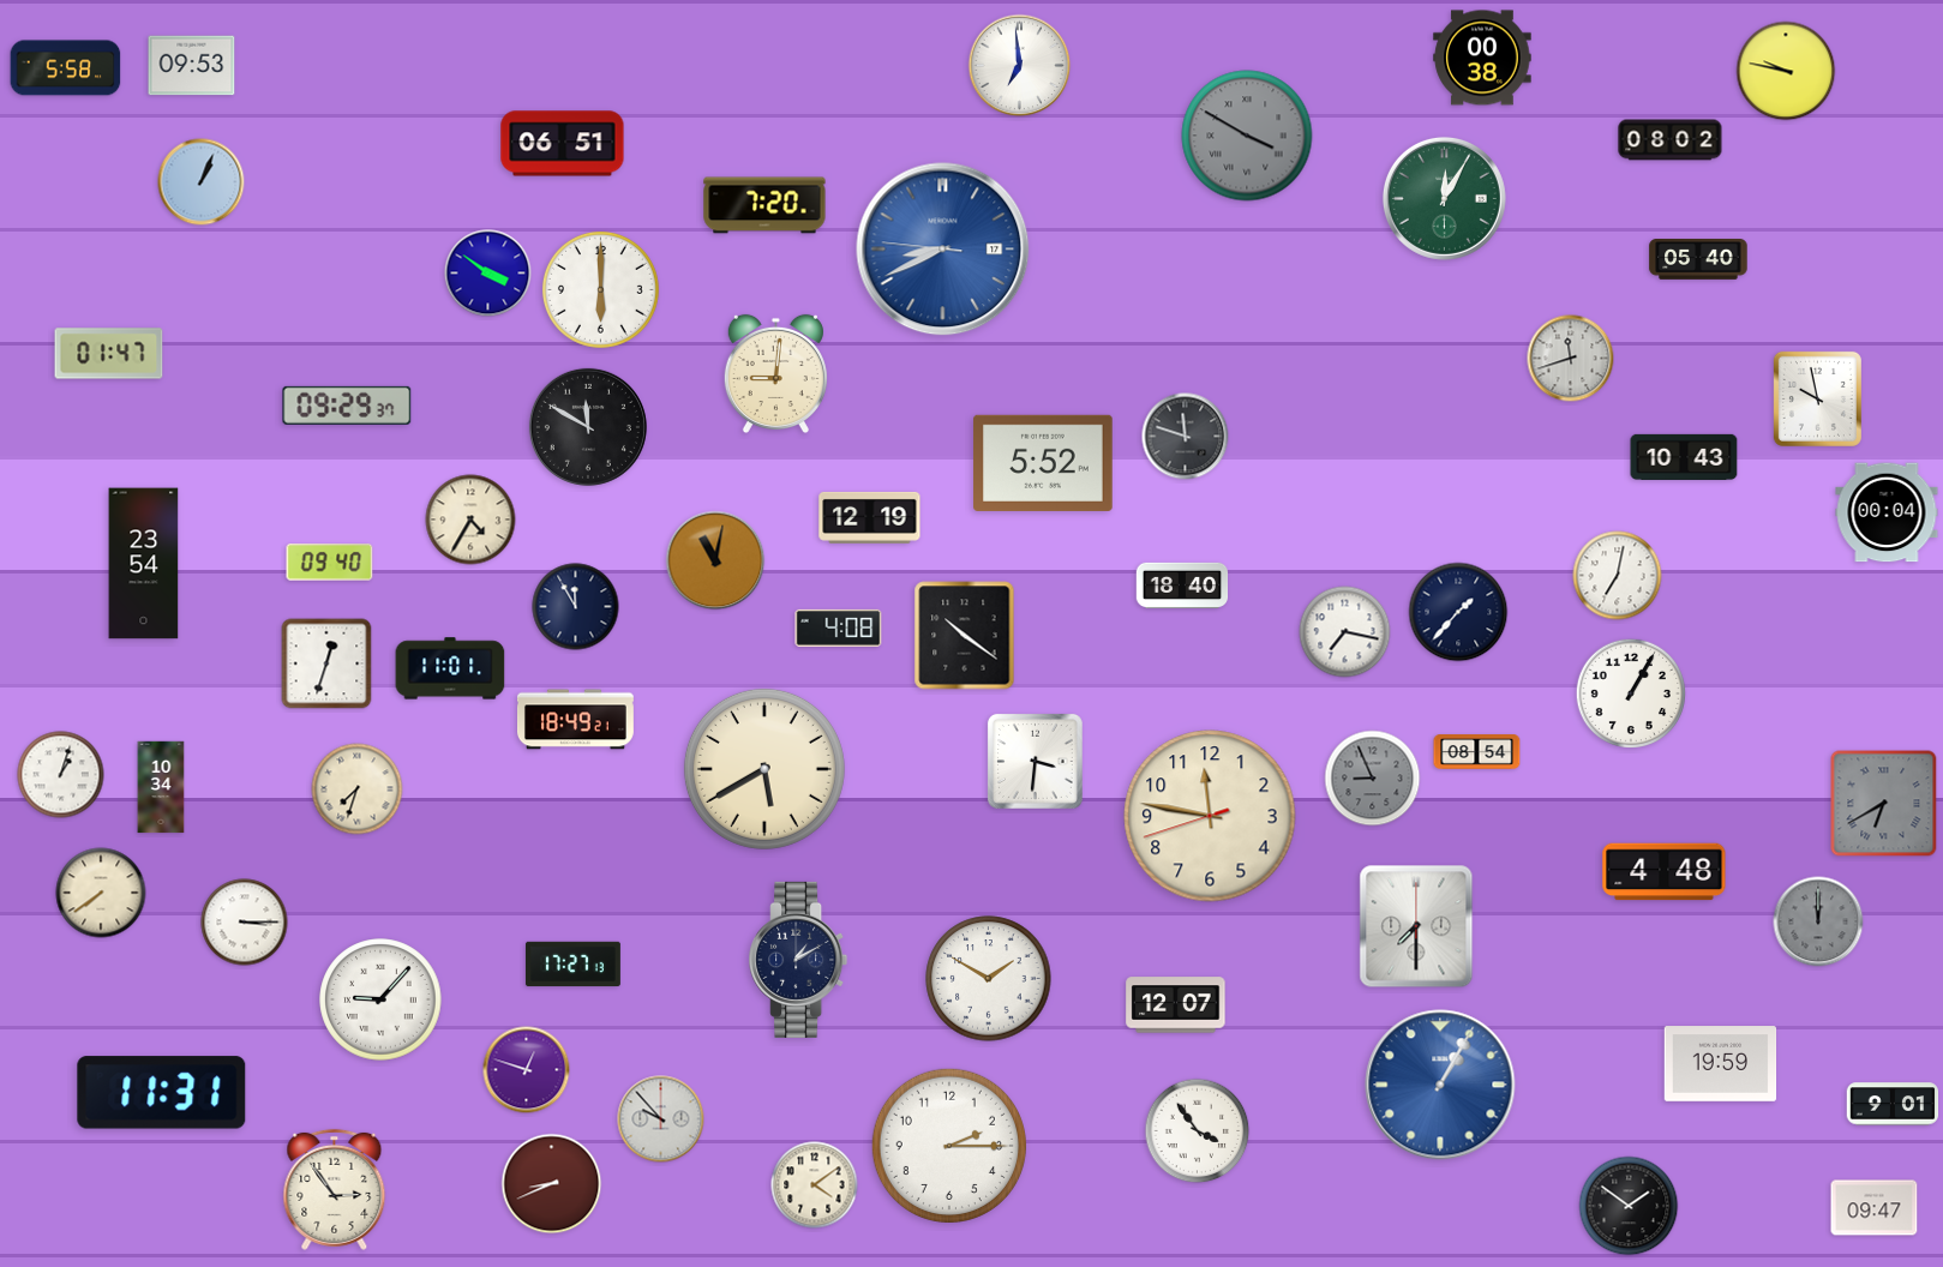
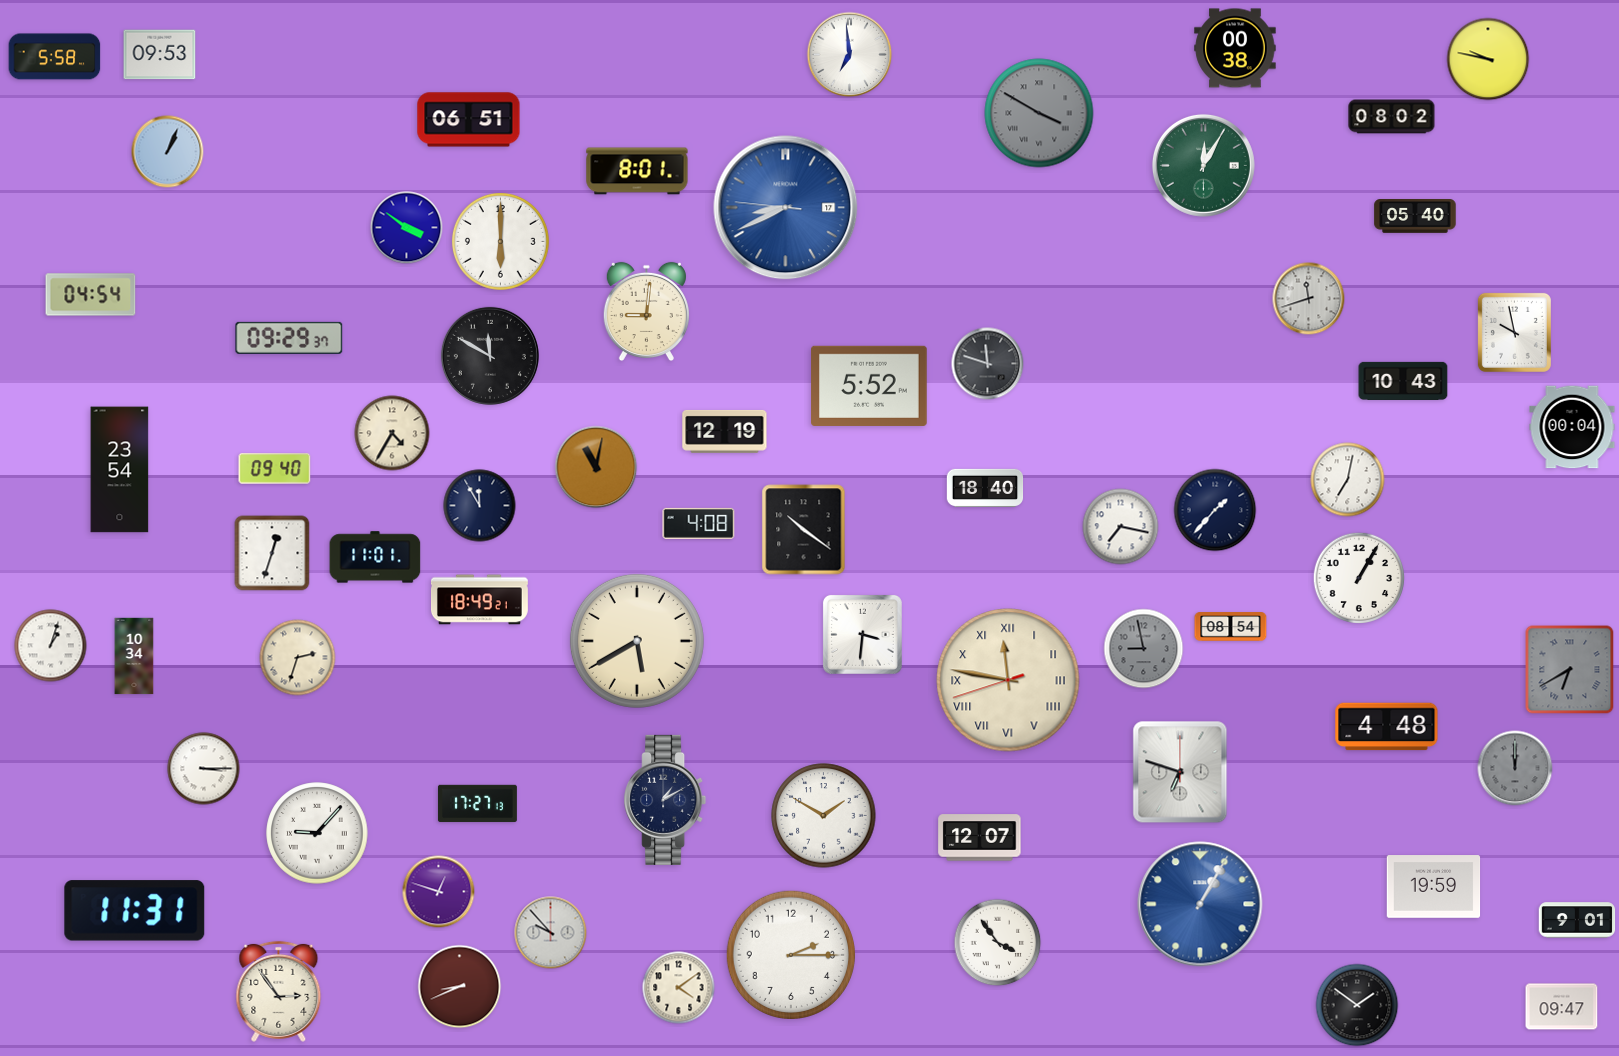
clock at (764, 205): 7:20 -> 8:01
clock at (109, 354): 01:47 -> 04:54
clock at (1373, 779): 8:56 -> 8:58
clock at (358, 789): 7:33 -> 2:33
clock at (1210, 816) numerals: Arabic -> Roman
clock at (101, 893): 7:39 -> none
clock at (1416, 926): 7:30 -> 6:48
